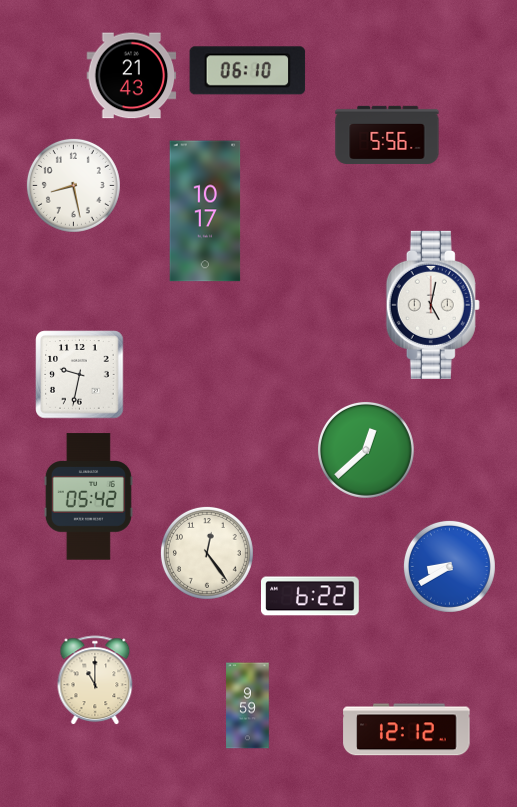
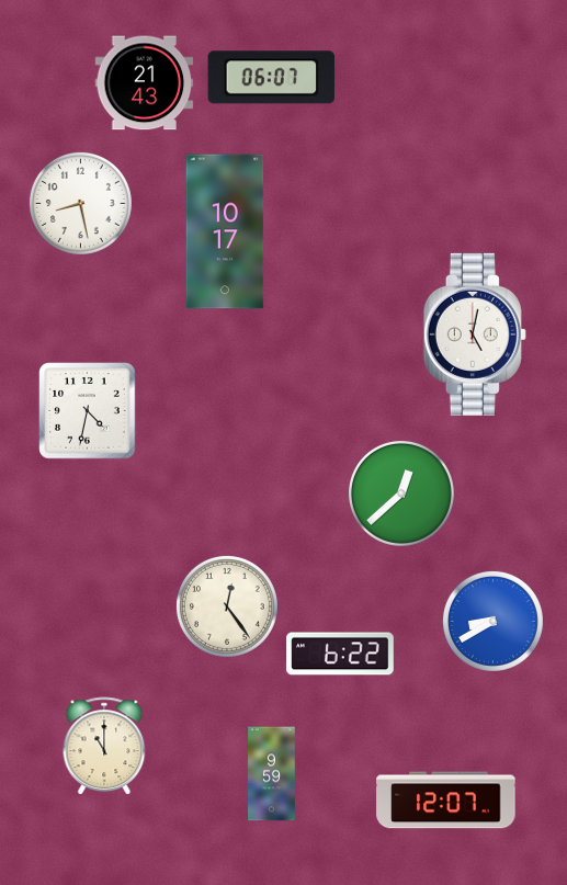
clock at (248, 71): 06:10 -> 06:07
clock at (387, 135): 5:56 -> none
clock at (80, 375): 9:32 -> 4:32
clock at (88, 497): 05:42 -> none
clock at (407, 730): 12:12 -> 12:07
